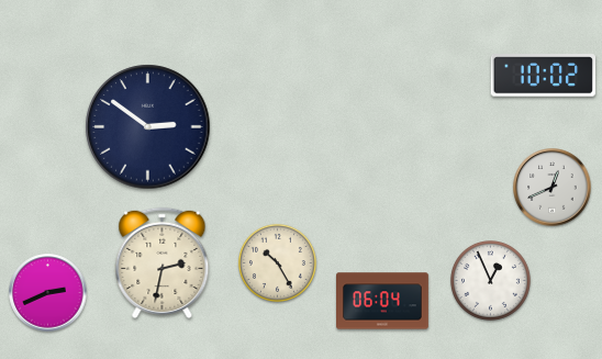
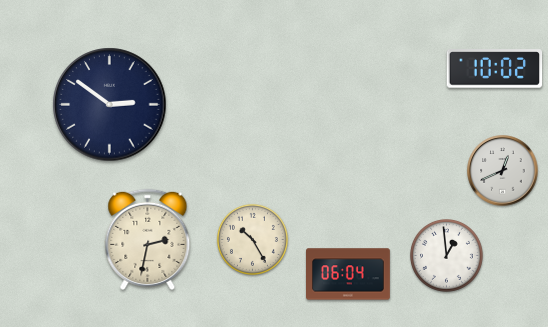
clock at (148, 127) position: (148, 127) -> (110, 105)
clock at (491, 281): 12:56 -> 12:59
clock at (48, 293): 2:41 -> none
